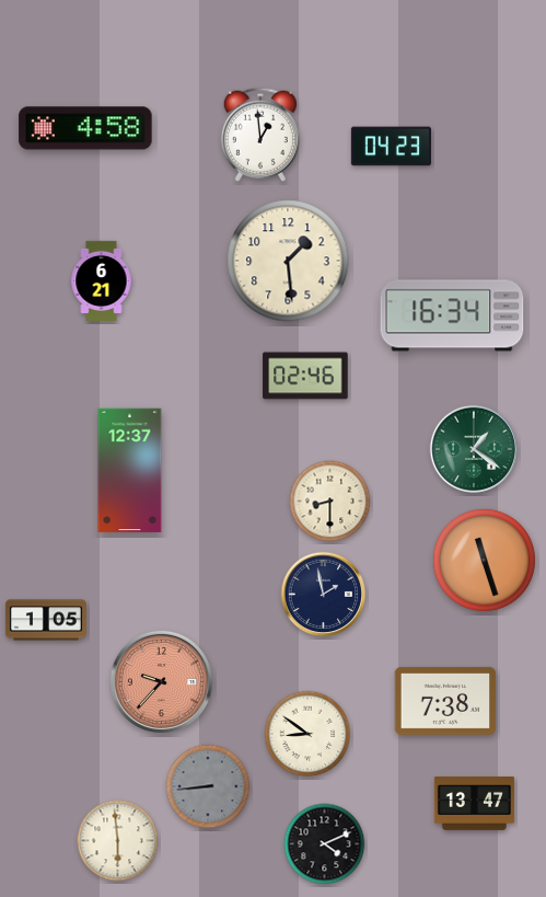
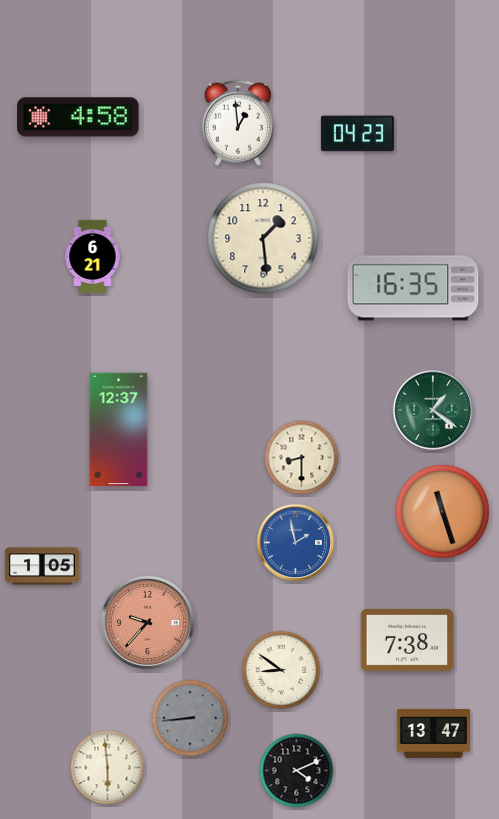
clock at (452, 315): 16:34 -> 16:35
clock at (305, 376): 02:46 -> none
clock at (324, 595) dial: navy -> blue
